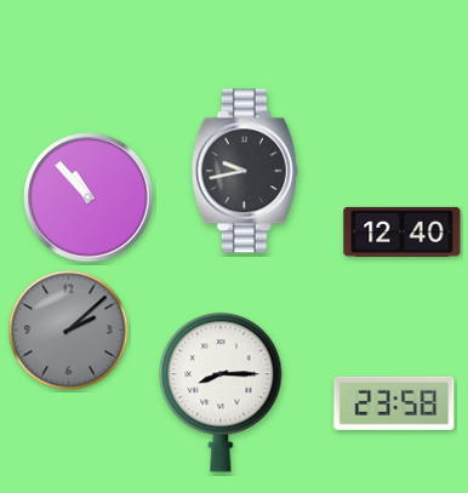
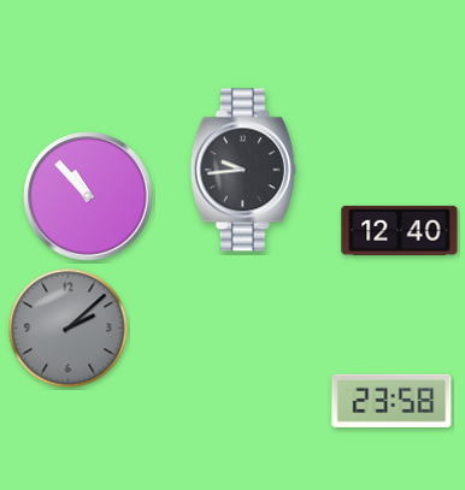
clock at (245, 171): 9:43 -> 9:44
clock at (221, 392): 8:15 -> none
